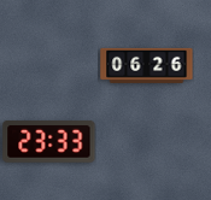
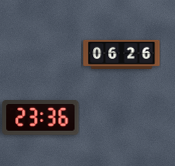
clock at (49, 142): 23:33 -> 23:36
